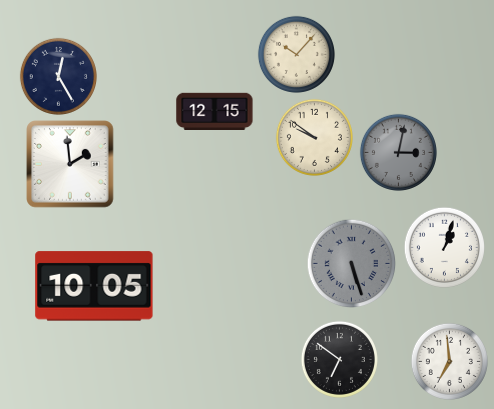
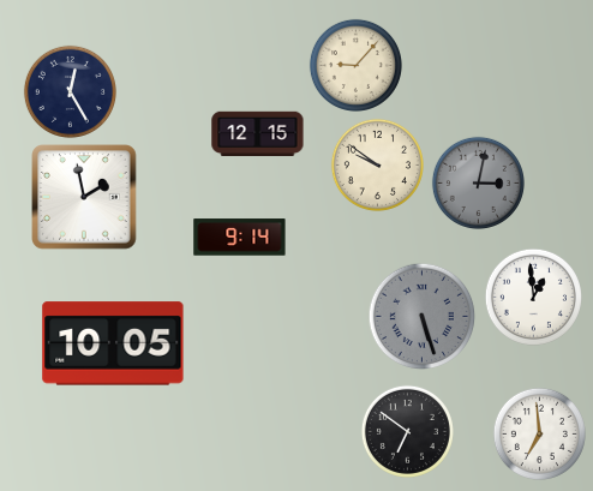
clock at (296, 54): 10:07 -> 9:07
clock at (70, 164): 1:59 -> 1:58
clock at (240, 238): none -> 9:14
clock at (444, 247): 1:03 -> 12:59
